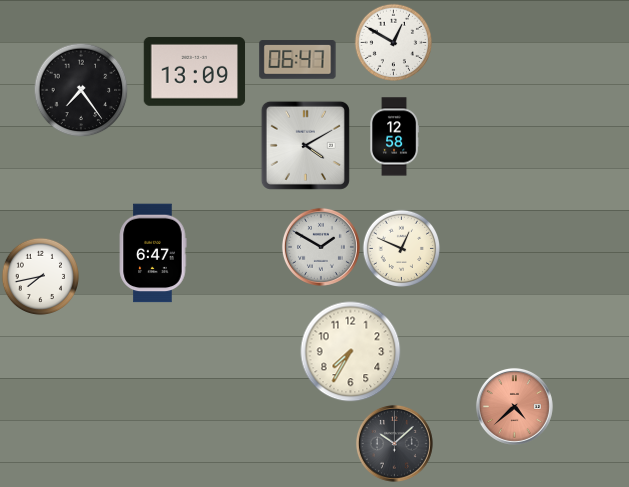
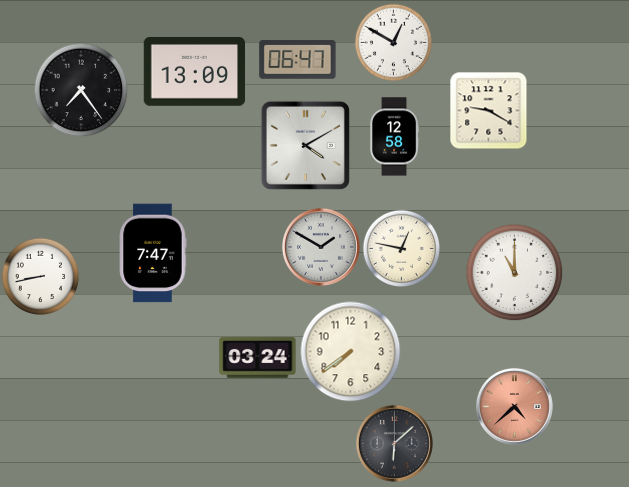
clock at (488, 110): none -> 9:20
clock at (401, 248): 12:49 -> 12:47
clock at (153, 253): 6:47 -> 7:47
clock at (514, 272): none -> 11:00
clock at (40, 276): 7:43 -> 8:43
clock at (351, 352): 7:35 -> 7:39
clock at (258, 357): none -> 03:24
clock at (394, 443): 10:08 -> 6:08
